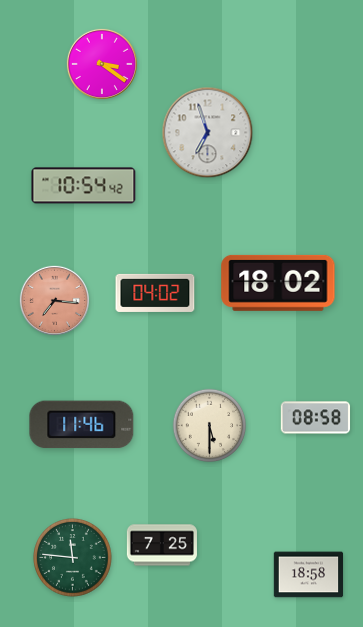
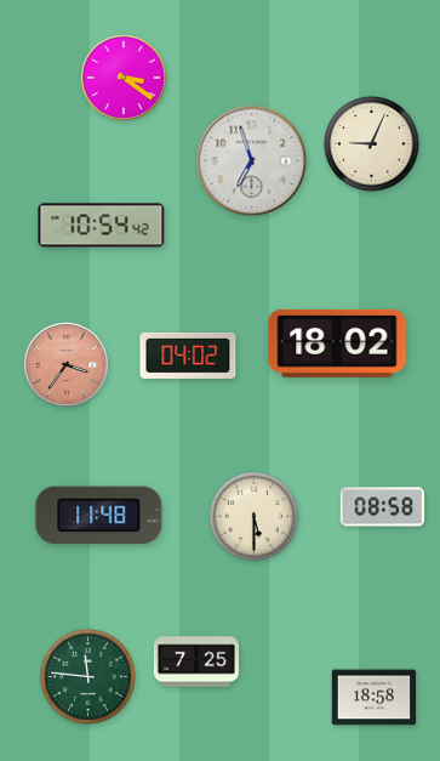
clock at (372, 144): none -> 9:04
clock at (54, 300): 7:16 -> 3:36
clock at (82, 425): 11:46 -> 11:48
